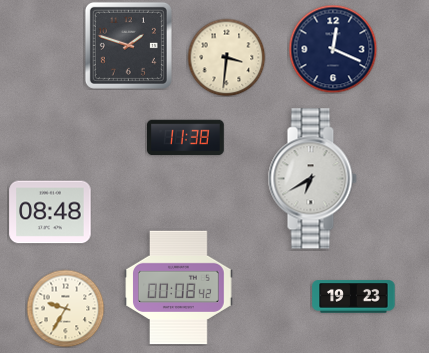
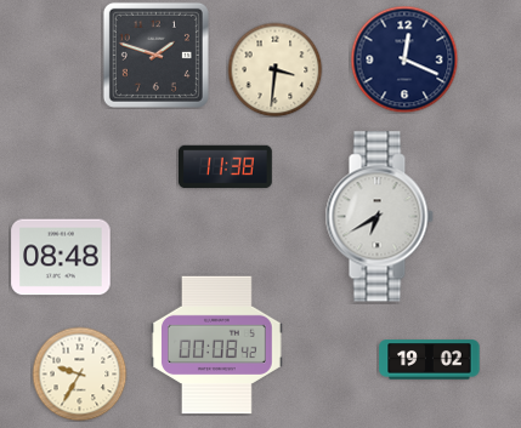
clock at (179, 288) position: (179, 288) -> (217, 346)
clock at (354, 297): 19:23 -> 19:02
